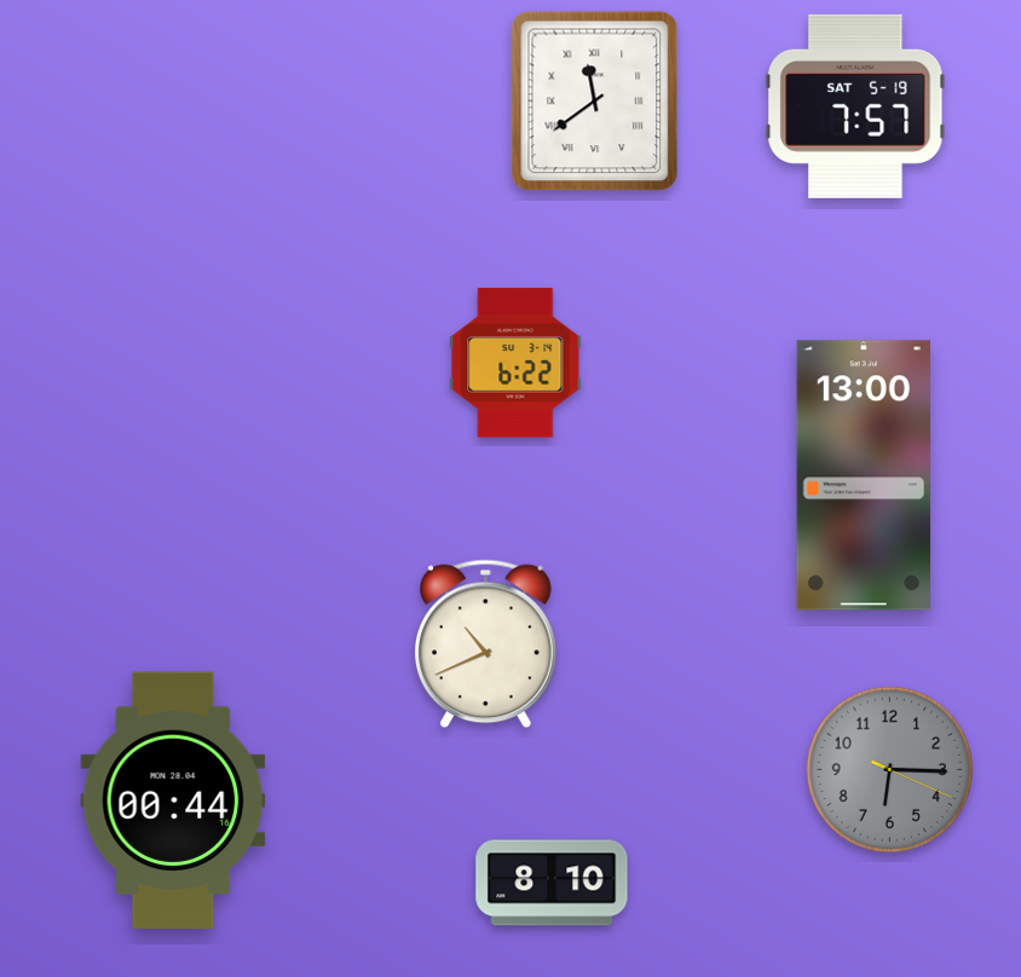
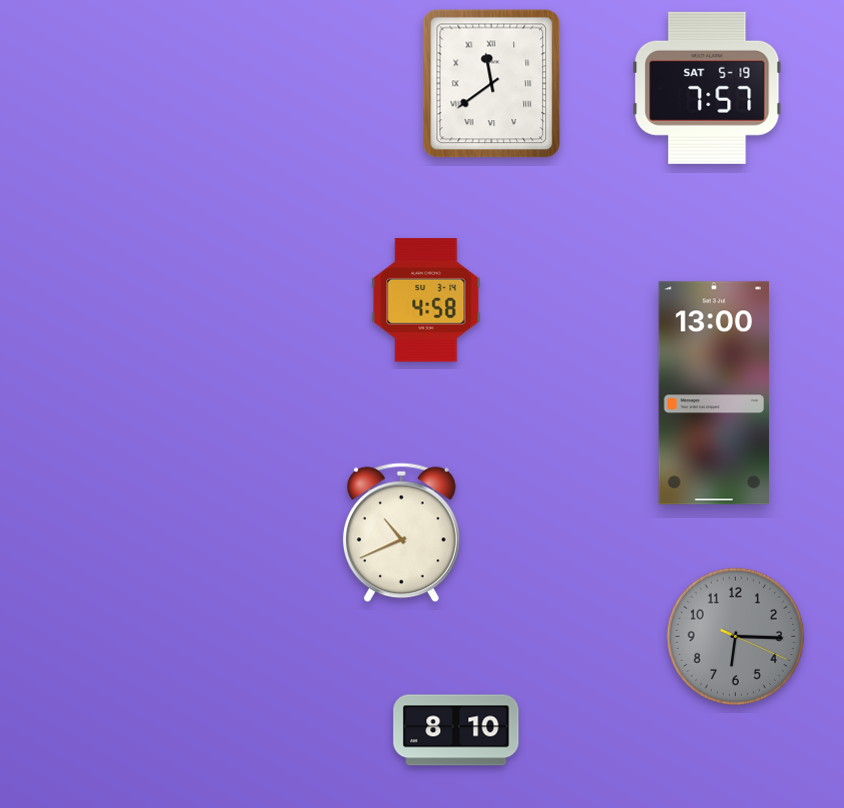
clock at (515, 363): 6:22 -> 4:58
clock at (173, 800): 00:44 -> none
